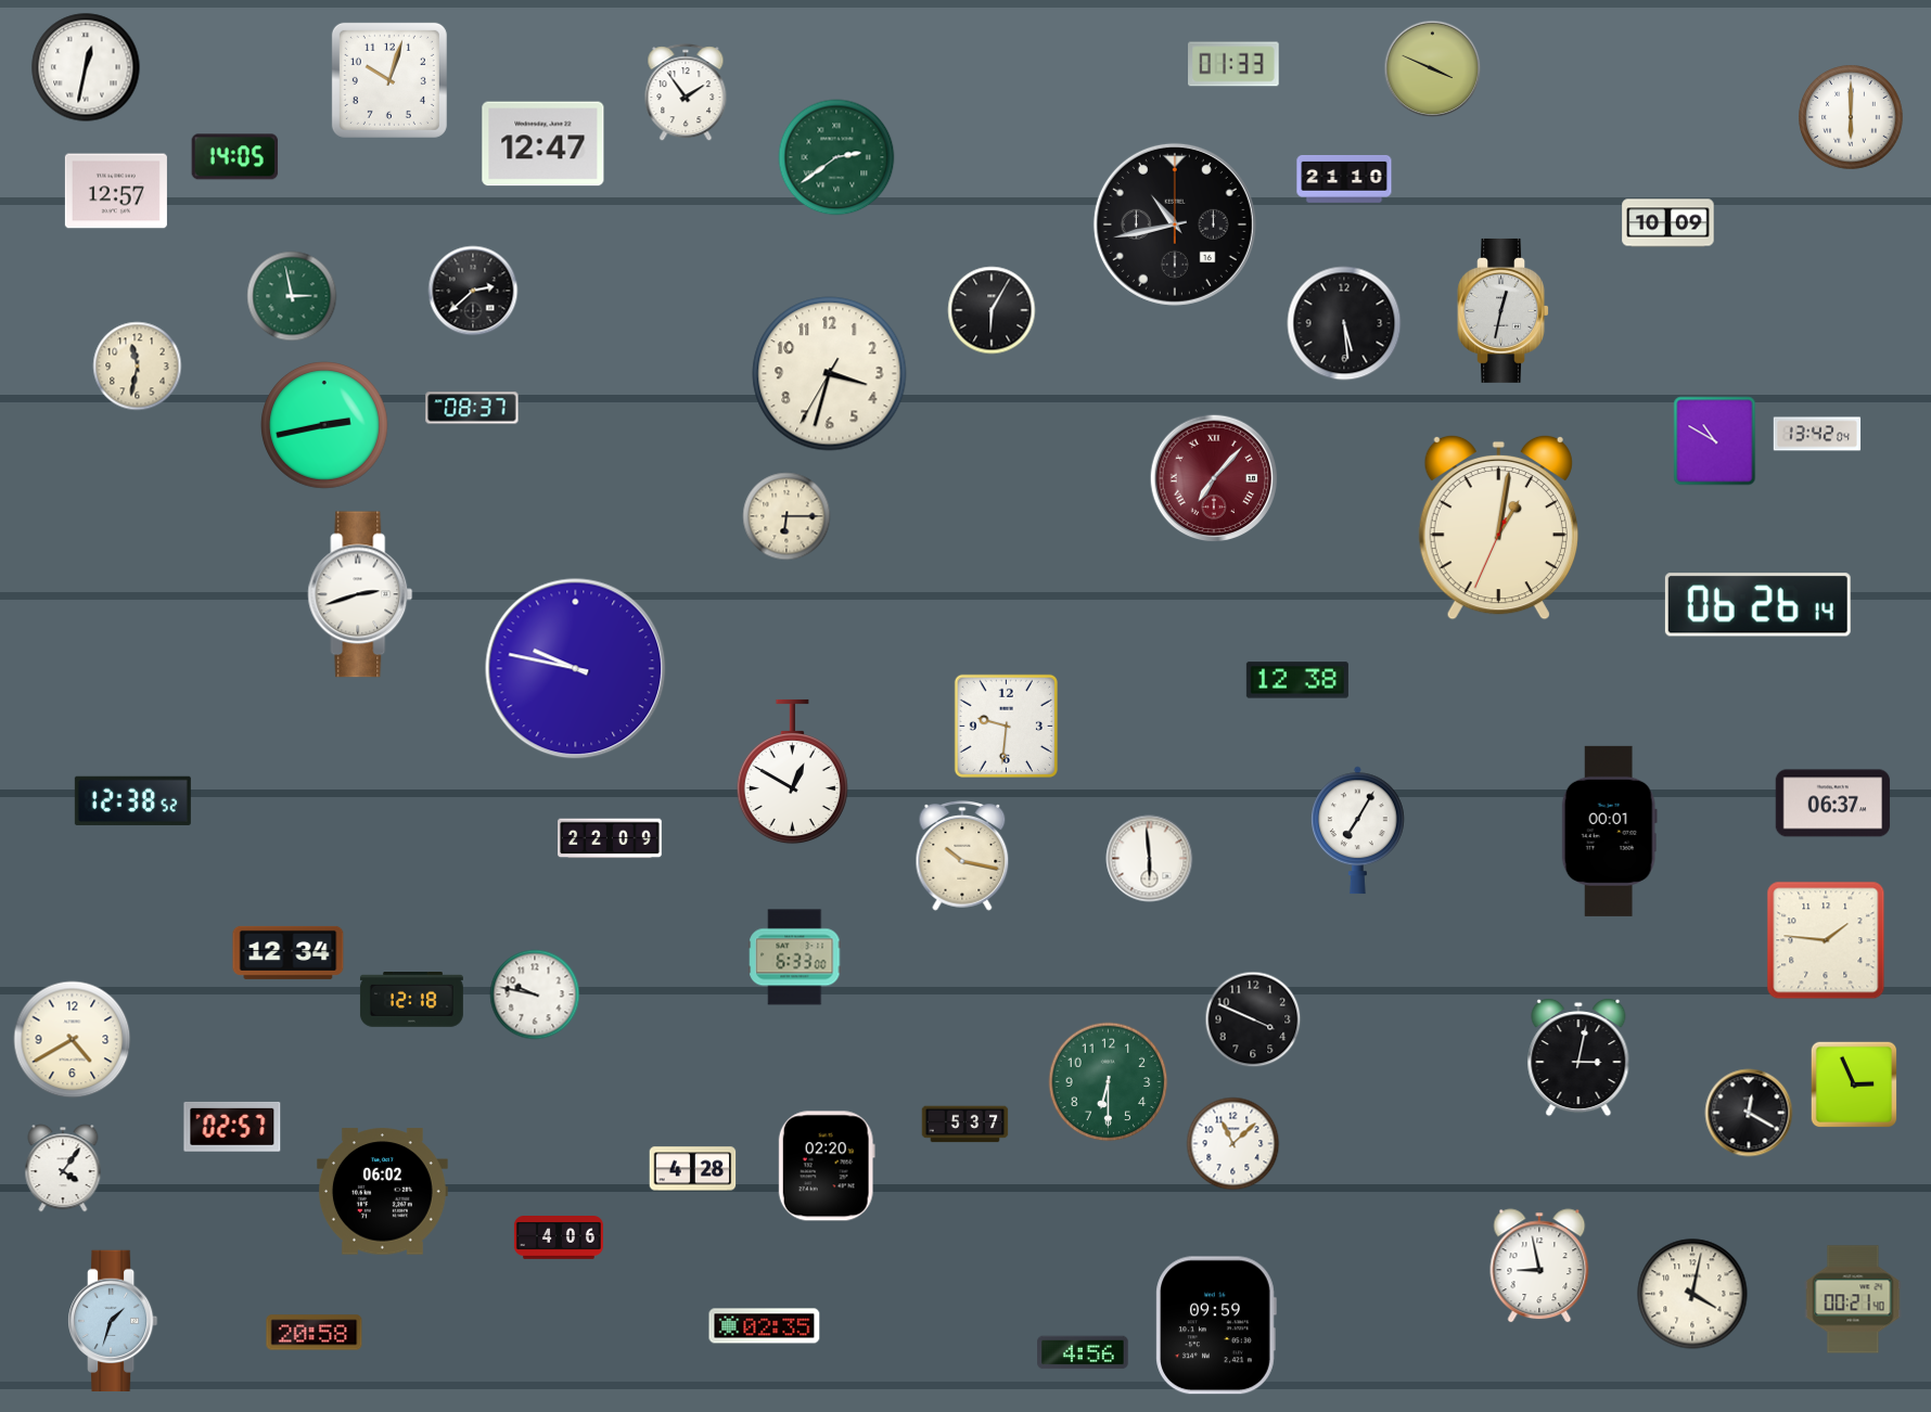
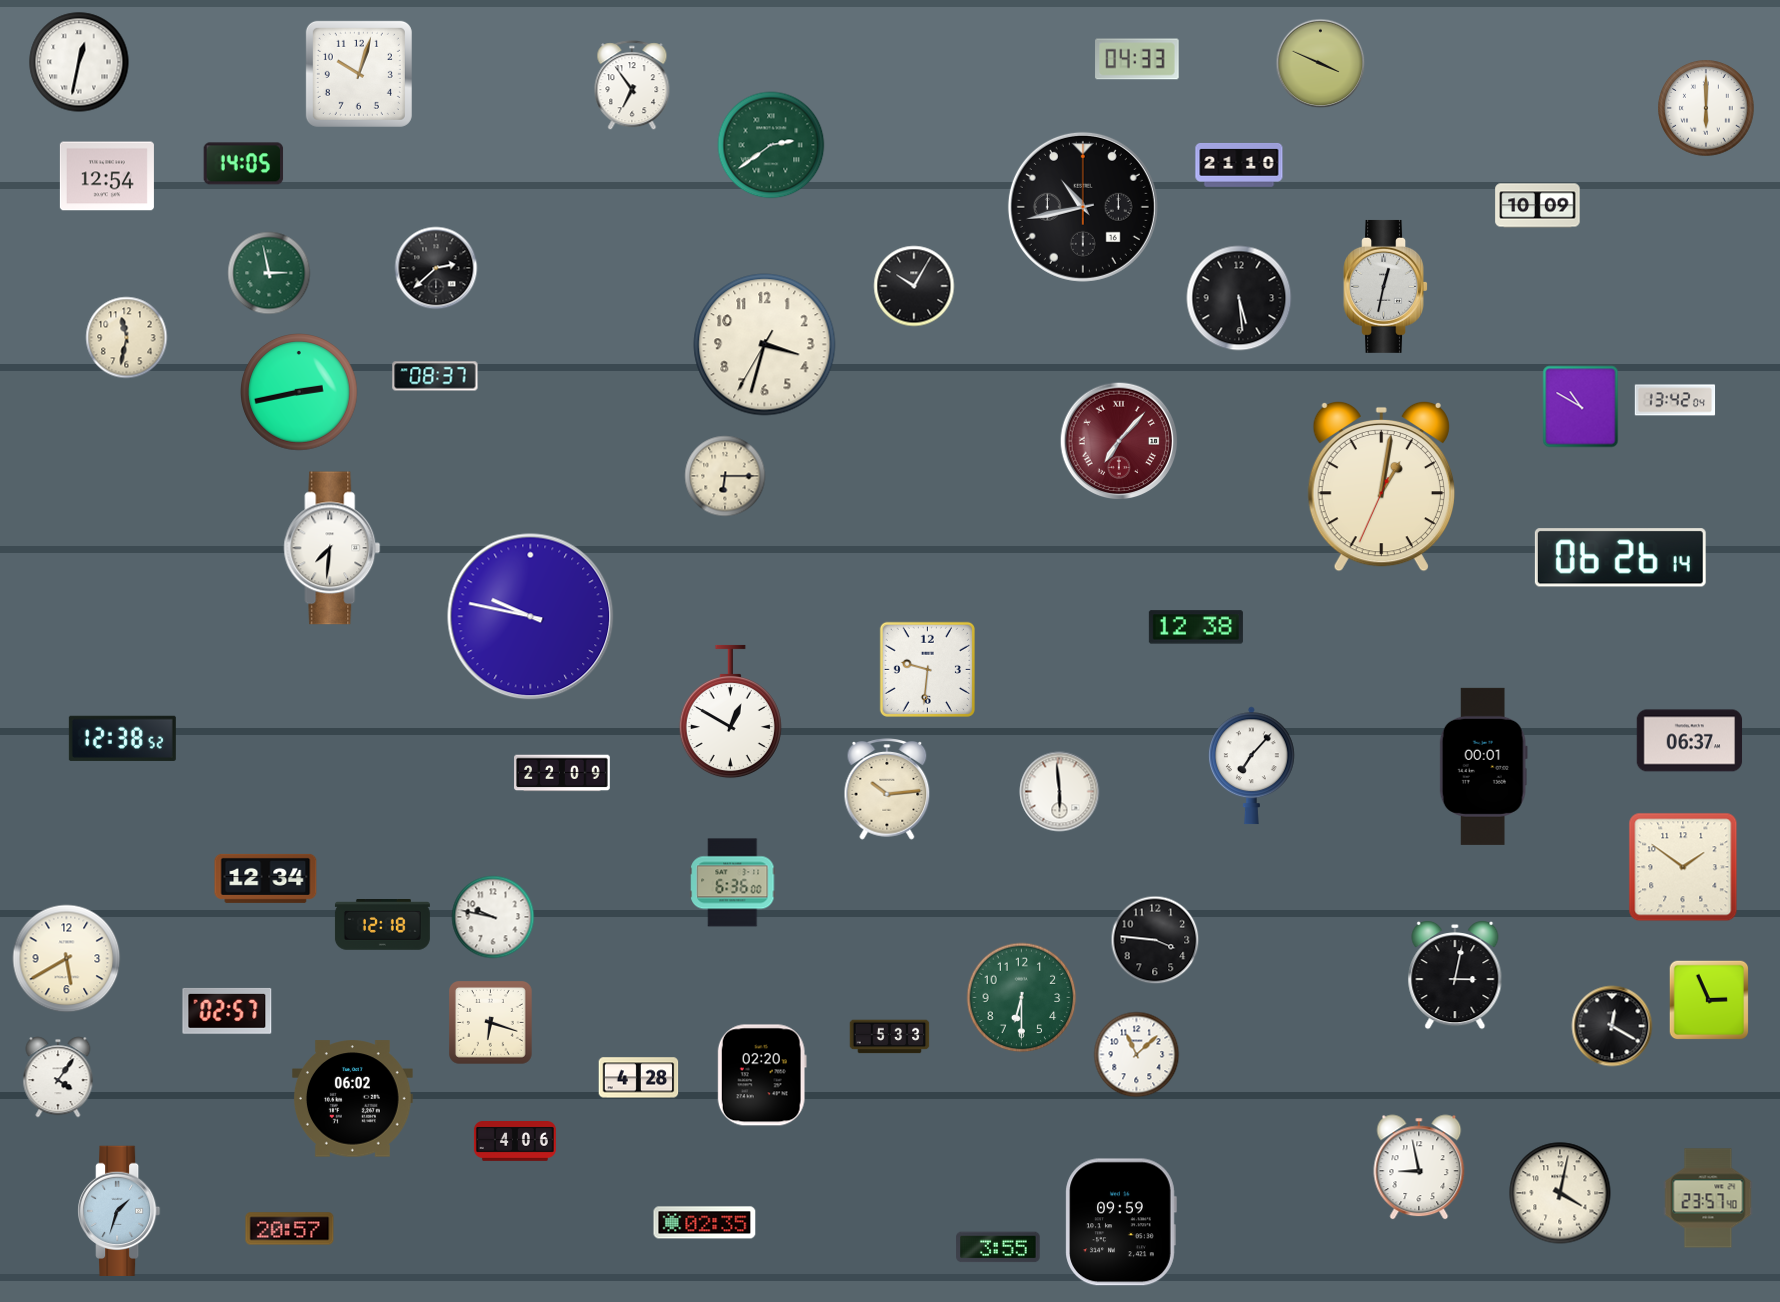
clock at (1233, 64): 01:33 -> 04:33
clock at (686, 93): 1:54 -> 6:54
clock at (544, 144): 12:47 -> none
clock at (235, 157) position: (235, 157) -> (244, 164)
clock at (116, 191): 12:57 -> 12:54
clock at (992, 310): 6:05 -> 10:05
clock at (360, 594): 2:42 -> 7:31
clock at (1358, 831): 7:05 -> 7:07
clock at (962, 856): 10:17 -> 10:14
clock at (1826, 940): 1:46 -> 1:51
clock at (795, 958): 6:33 -> 6:36
clock at (411, 1000) position: (411, 1000) -> (382, 925)
clock at (1253, 1019): 3:49 -> 3:46
clock at (73, 1040): 4:40 -> 5:40
clock at (491, 1023): none -> 6:18
clock at (965, 1125): 5:37 -> 5:33
clock at (232, 1127) position: (232, 1127) -> (227, 1011)
clock at (1853, 1299): 00:21 -> 23:57
clock at (114, 1320) position: (114, 1320) -> (120, 1210)
clock at (315, 1333): 20:58 -> 20:57
clock at (1083, 1352): 4:56 -> 3:55
